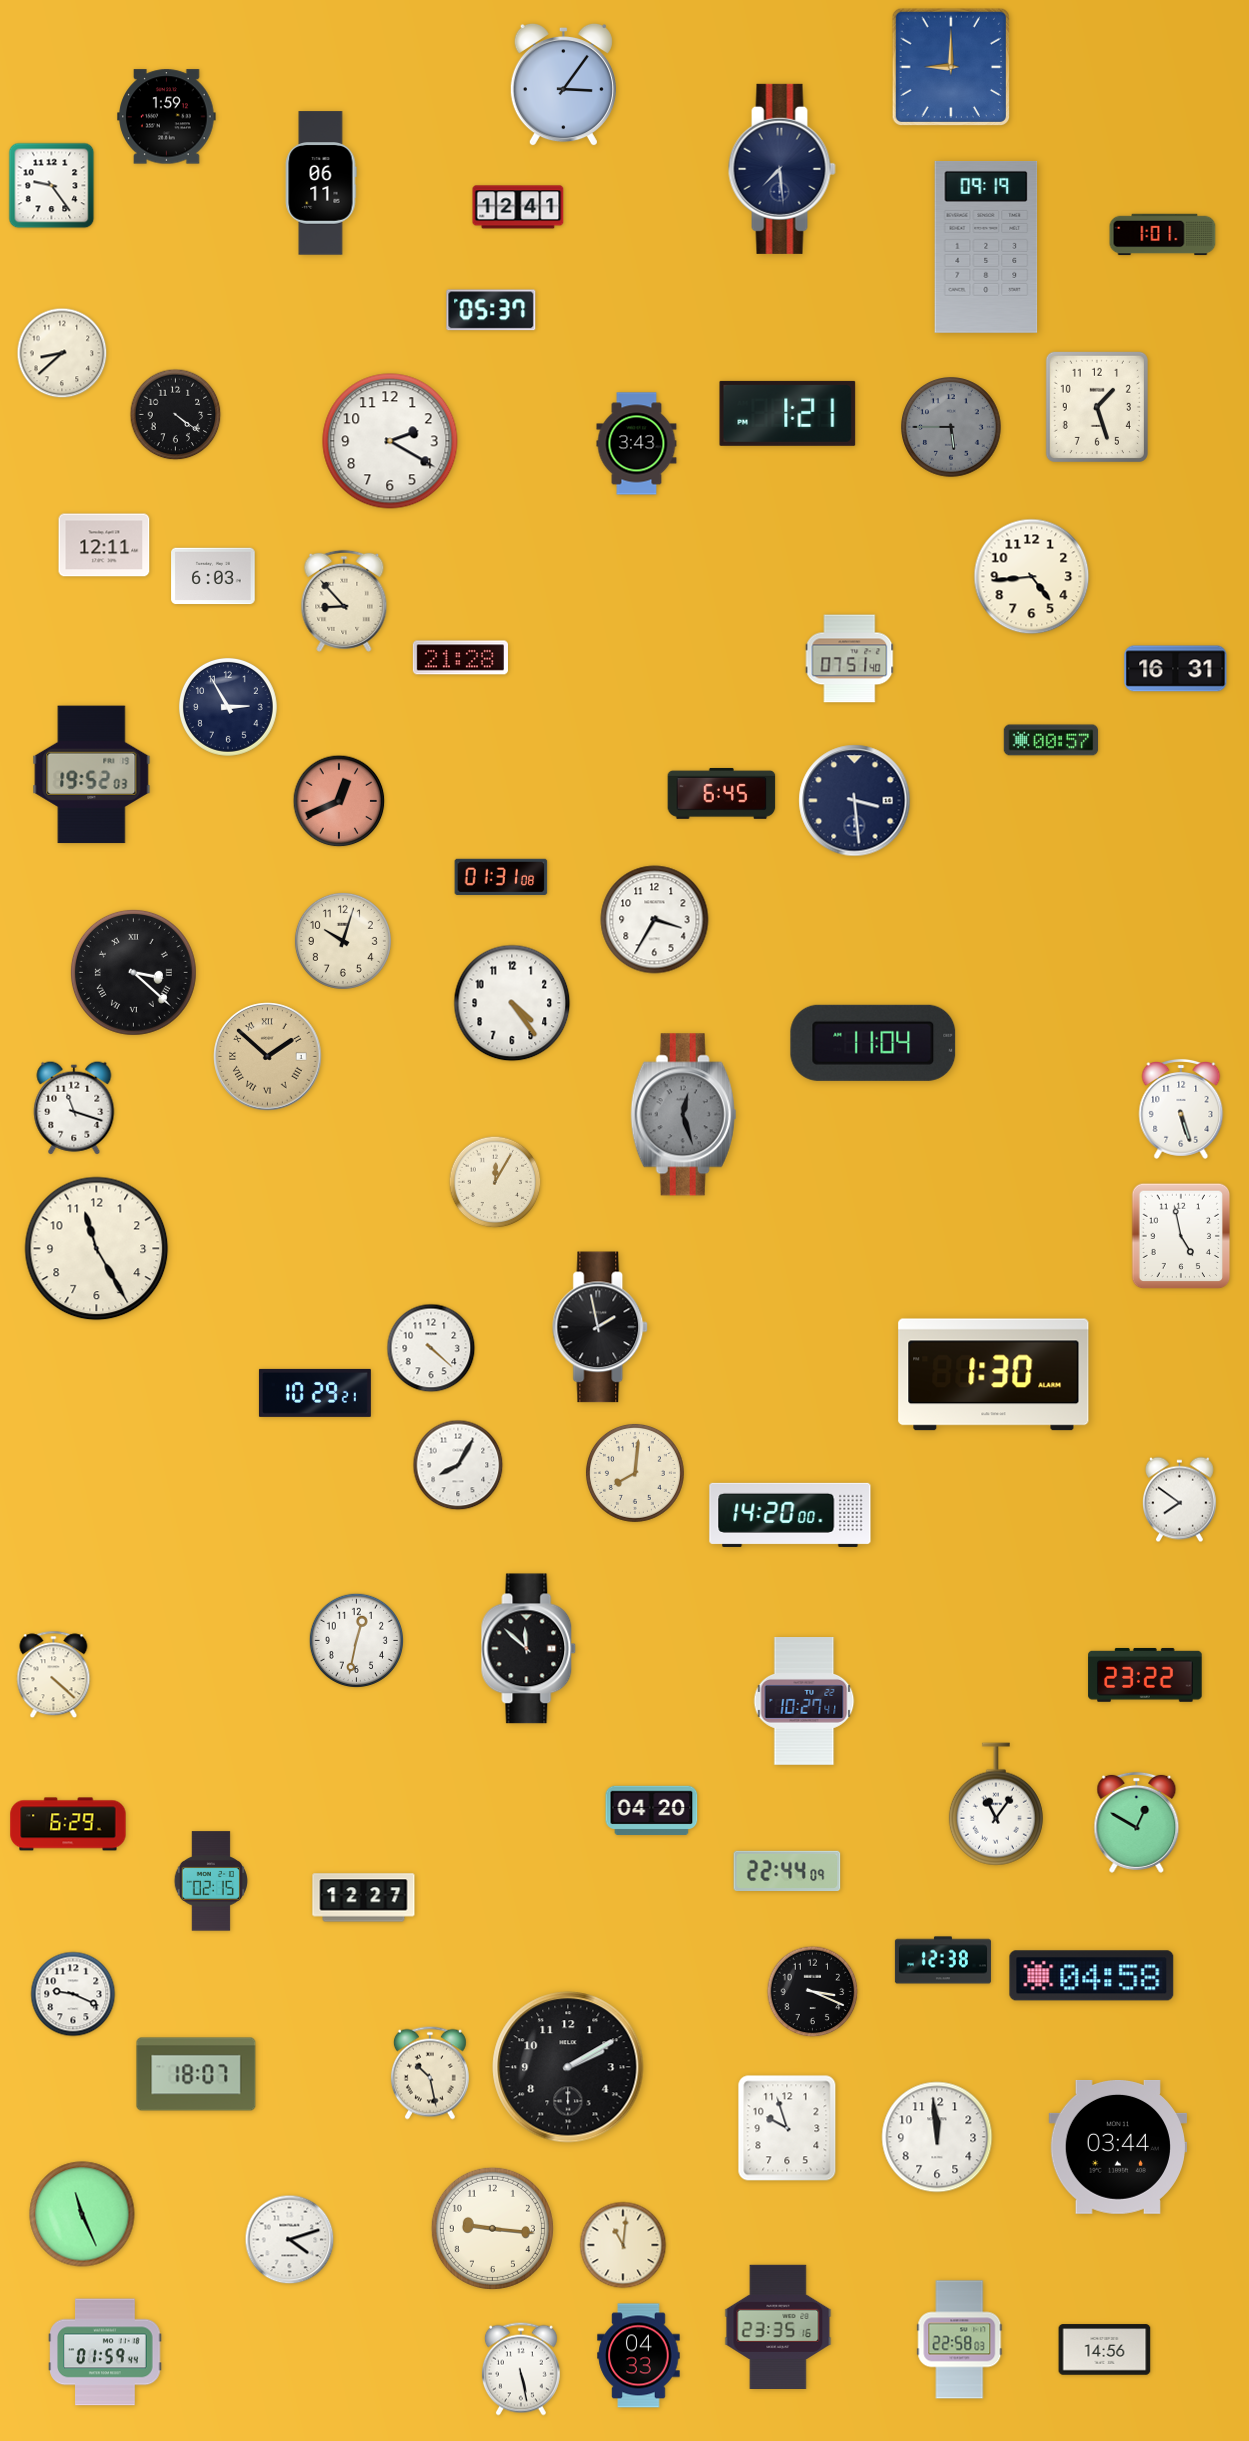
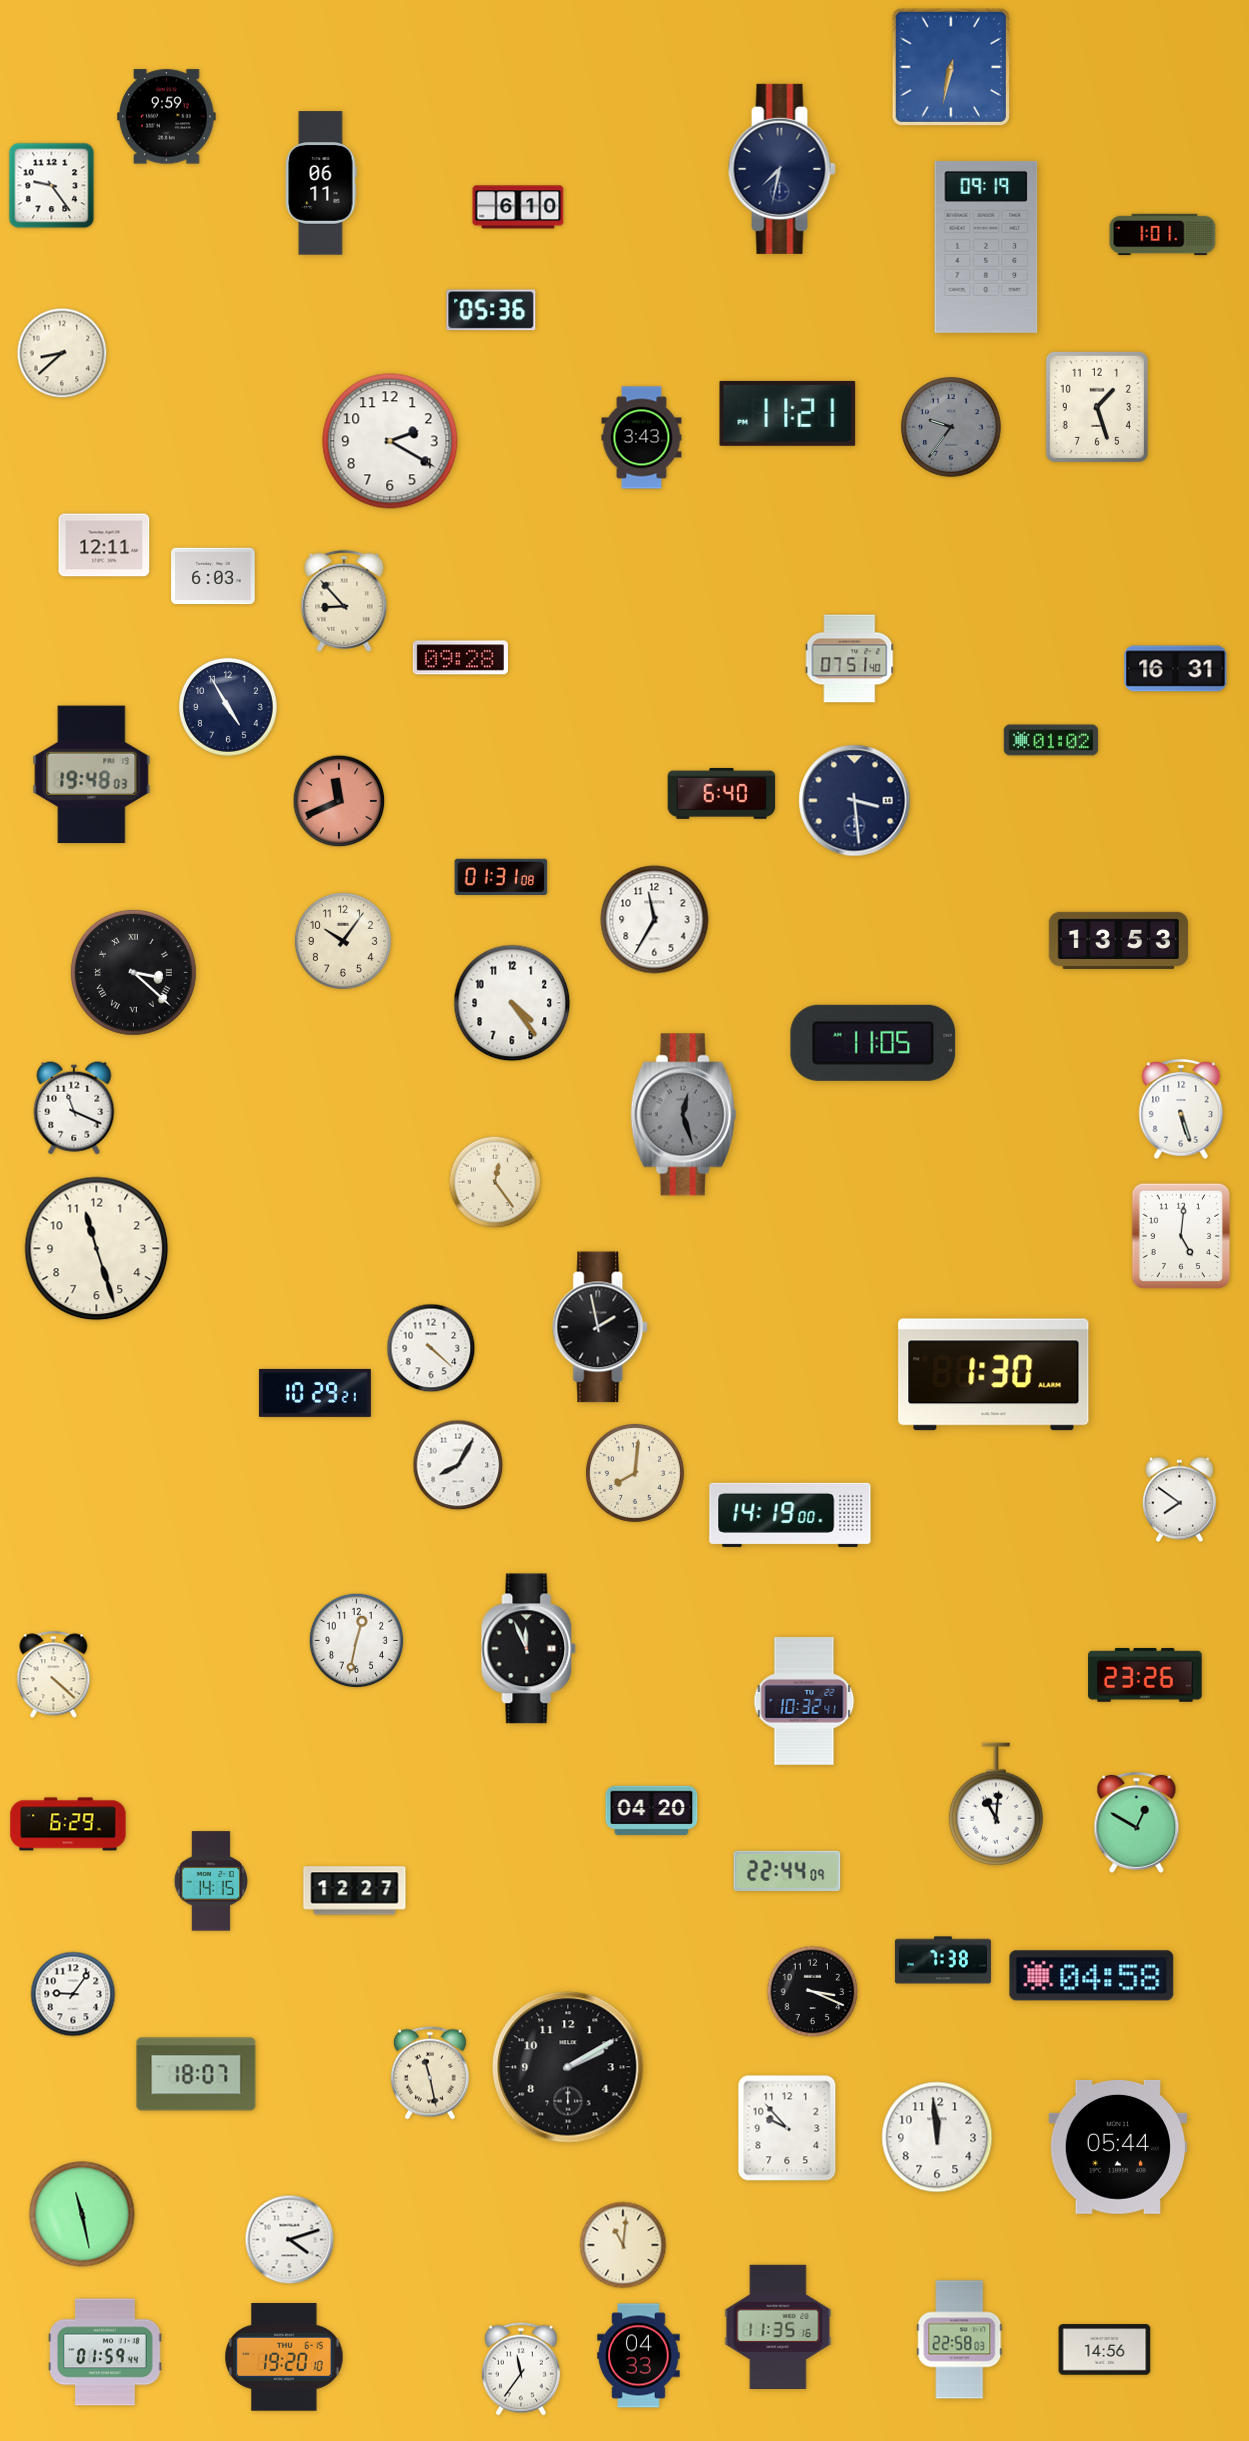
clock at (950, 66): 9:00 -> 6:32
clock at (563, 85): 3:06 -> none
clock at (167, 117): 1:59 -> 9:59
clock at (782, 169): 7:29 -> 7:32
clock at (518, 207): 12:41 -> 6:10
clock at (491, 310): 05:37 -> 05:36
clock at (788, 413): 1:21 -> 11:21
clock at (176, 415): 4:21 -> none
clock at (951, 427): 5:45 -> 9:36
clock at (637, 444) position: (637, 444) -> (642, 438)
clock at (1032, 577): 4:44 -> none
clock at (460, 658): 21:28 -> 09:28
clock at (228, 707): 2:55 -> 4:55
clock at (1051, 740): 00:57 -> 01:02
clock at (92, 775): 19:52 -> 19:48
clock at (722, 793): 6:45 -> 6:40
clock at (339, 801): 12:41 -> 11:41
clock at (655, 920): 3:35 -> 11:35
clock at (1118, 940): none -> 13:53
clock at (343, 941): 10:03 -> 10:06
clock at (873, 1043): 11:04 -> 11:05
clock at (268, 1057): 1:52 -> none
clock at (74, 1108): 11:18 -> 11:19
clock at (495, 1182): 12:05 -> 12:24
clock at (1181, 1236): 4:58 -> 5:01
clock at (97, 1249): 11:25 -> 11:27
clock at (790, 1515): 14:20 -> 14:19
clock at (529, 1649): 11:52 -> 11:56
clock at (1145, 1675): 23:22 -> 23:26
clock at (804, 1701): 10:27 -> 10:32
clock at (996, 1804): 11:06 -> 11:01
clock at (210, 1881): 02:15 -> 14:15
clock at (364, 1898) position: (364, 1898) -> (355, 1891)
clock at (943, 1960): 12:38 -> 7:38
clock at (73, 1994): 9:19 -> 9:06
clock at (430, 2073): 10:28 -> 11:28
clock at (787, 2128): 9:57 -> 9:53
clock at (1117, 2147): 03:44 -> 05:44
clock at (82, 2214): 11:26 -> 11:28
clock at (492, 2228): 9:16 -> none
clock at (778, 2326): 23:35 -> 11:35
clock at (284, 2357): none -> 19:20
clock at (521, 2369): 5:28 -> 11:36
